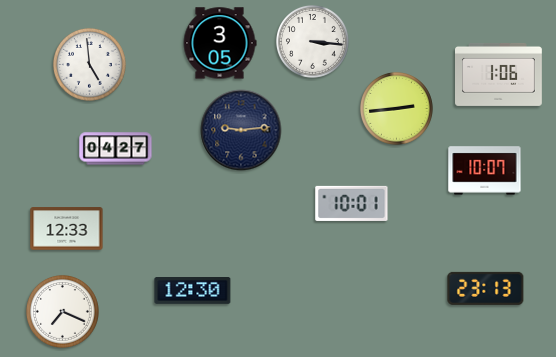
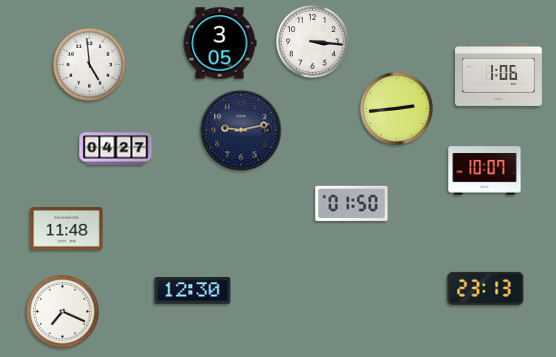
clock at (241, 130): 9:14 -> 9:13
clock at (352, 203): 10:01 -> 01:50
clock at (67, 229): 12:33 -> 11:48
